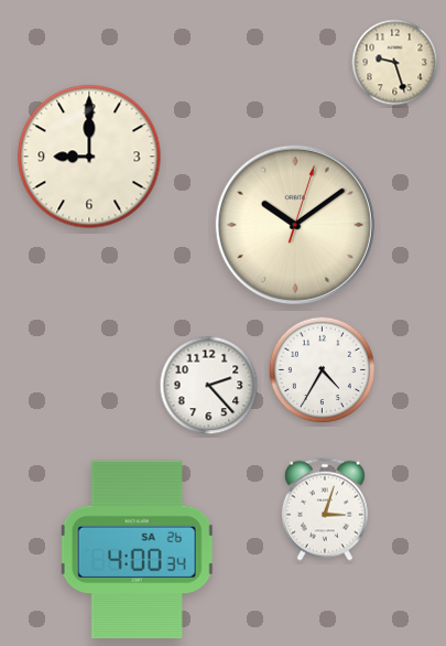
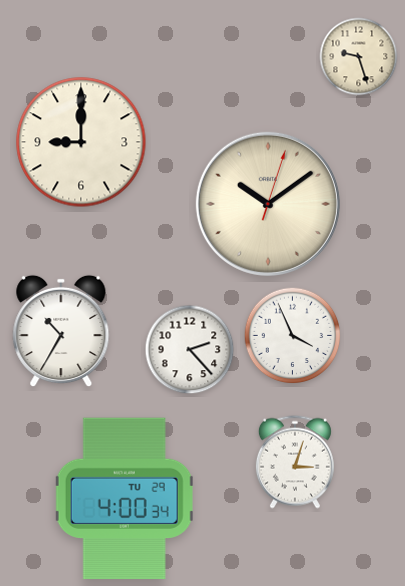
clock at (61, 331): none -> 10:35
clock at (323, 370): 4:35 -> 3:56
clock at (137, 550) date: SA 26 -> TU 29
